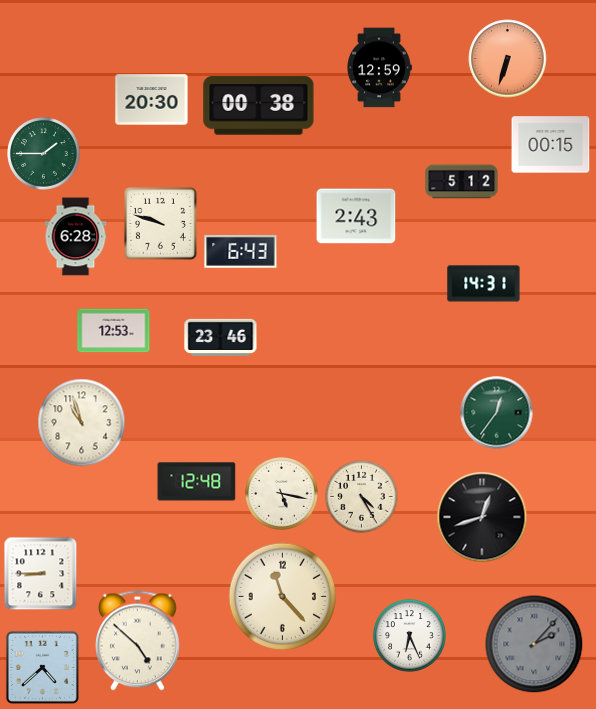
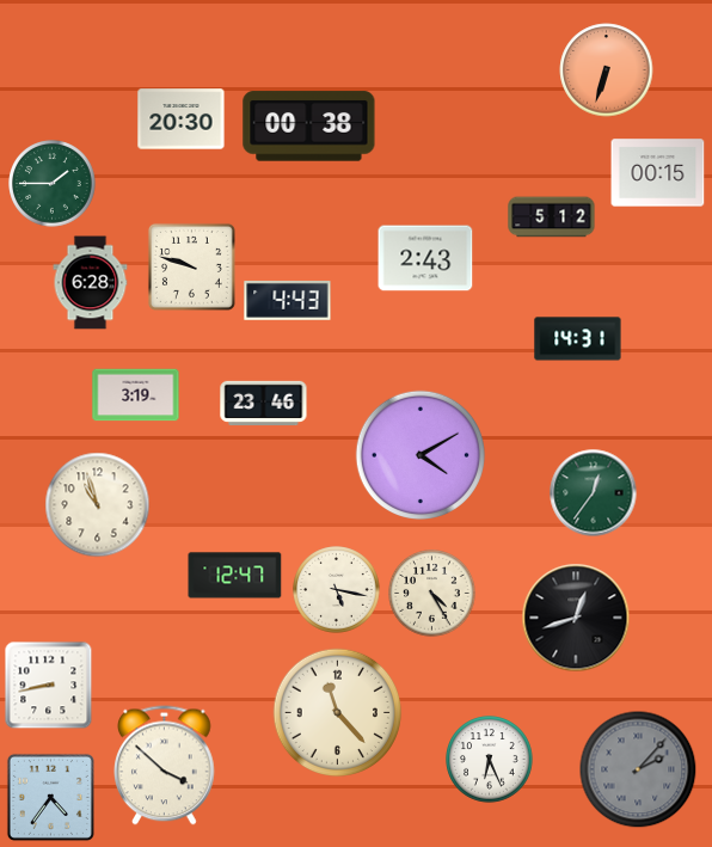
clock at (379, 68): 12:59 -> none
clock at (241, 251): 6:43 -> 4:43
clock at (114, 331): 12:53 -> 3:19
clock at (419, 454): none -> 4:10
clock at (197, 482): 12:48 -> 12:47
clock at (41, 574): 8:45 -> 8:43
clock at (138, 641): 4:52 -> 3:52
clock at (42, 667): 4:38 -> 4:36
